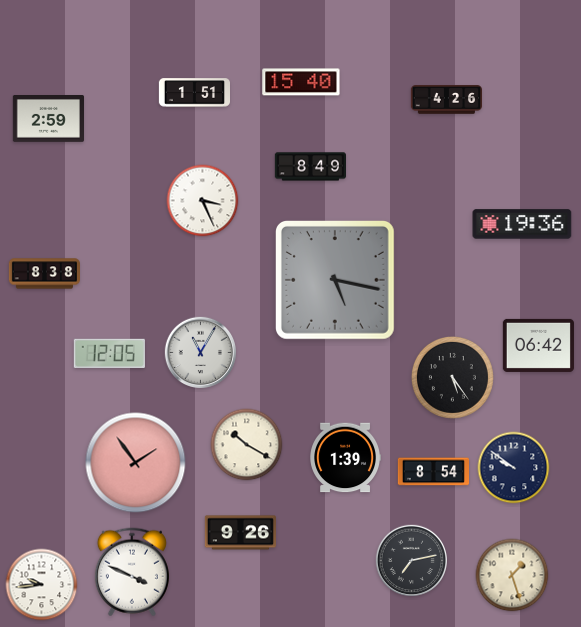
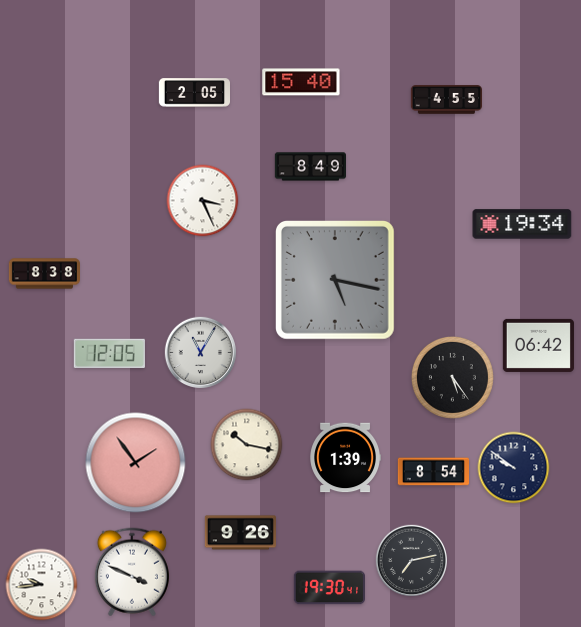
clock at (194, 93): 1:51 -> 2:05
clock at (446, 100): 4:26 -> 4:55
clock at (48, 119): 2:59 -> none
clock at (522, 224): 19:36 -> 19:34
clock at (247, 445): 10:20 -> 10:17
clock at (512, 575): 1:27 -> none
clock at (329, 588): none -> 19:30
